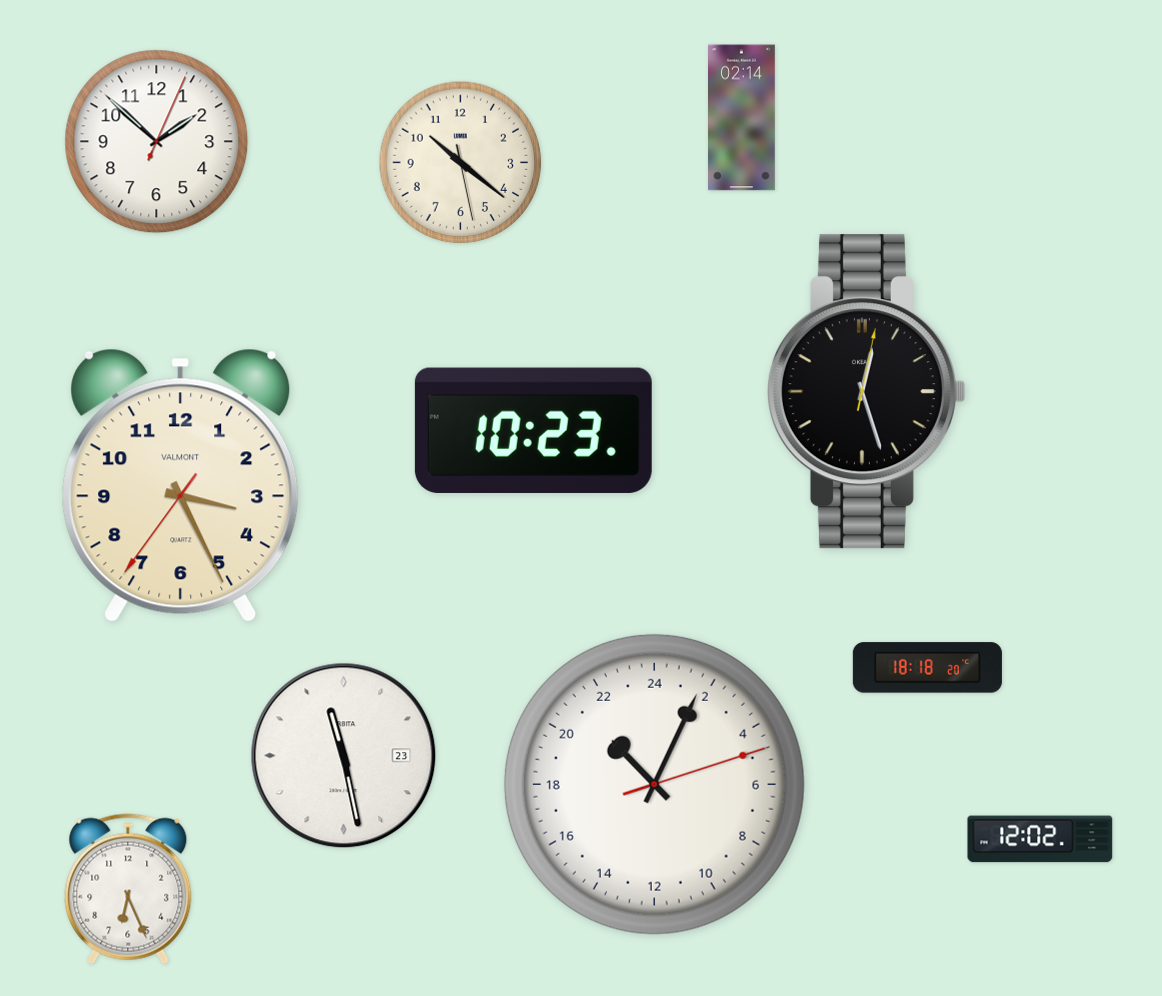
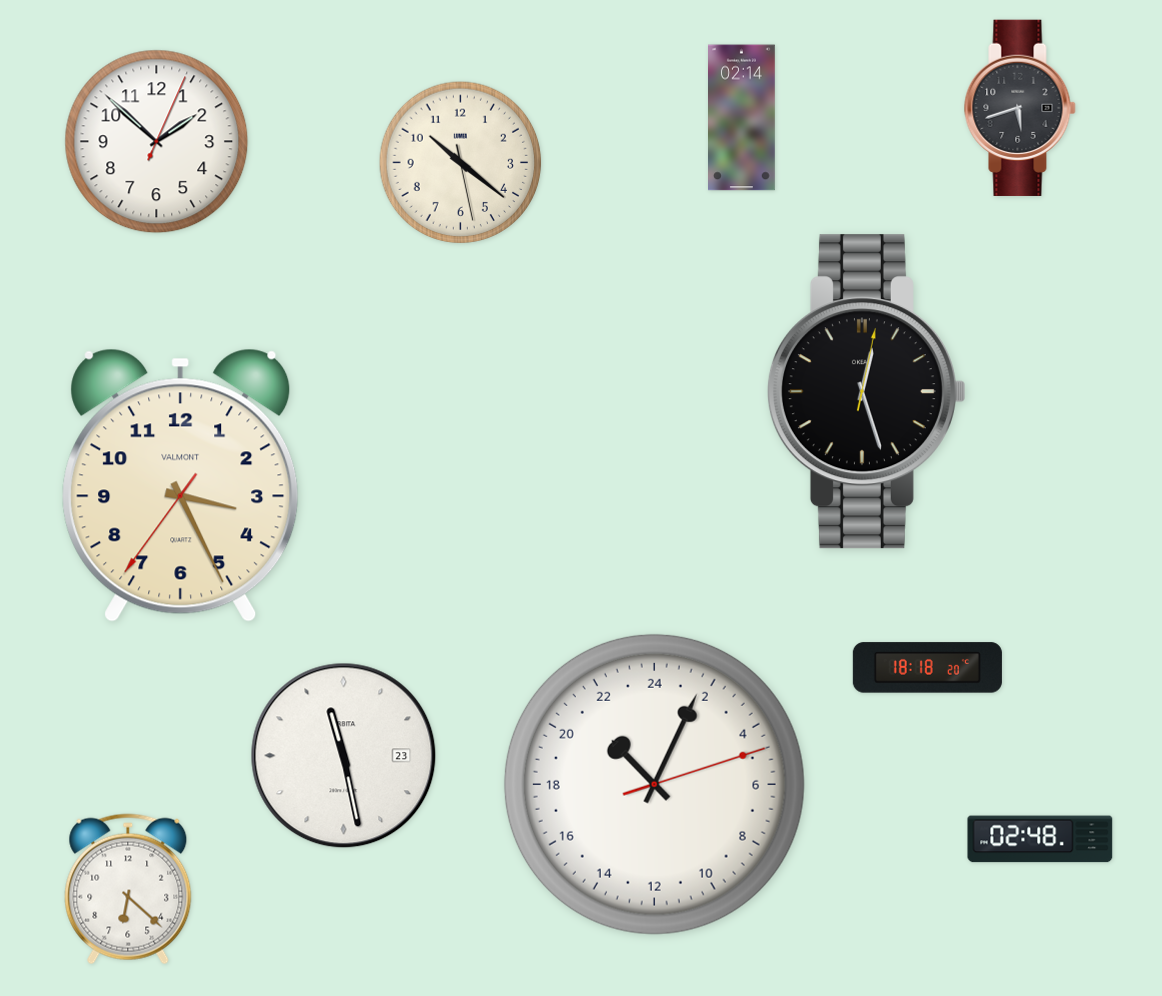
clock at (1020, 108): none -> 5:42
clock at (533, 430): 10:23 -> none
clock at (1040, 839): 12:02 -> 02:48
clock at (128, 889): 6:26 -> 6:22
